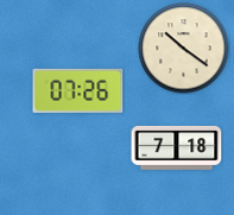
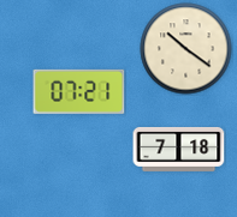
clock at (78, 90): 07:26 -> 07:21
